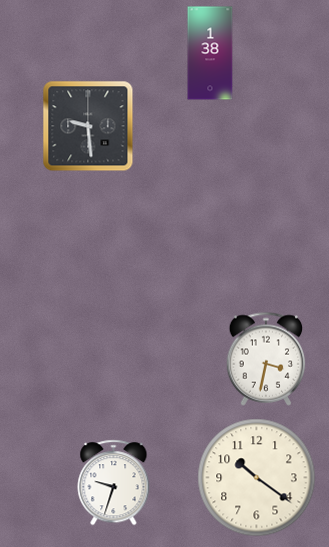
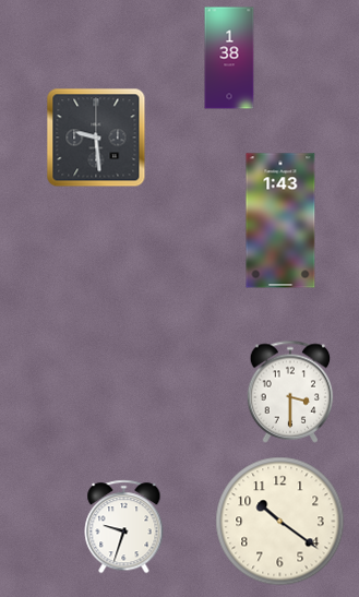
clock at (280, 220): none -> 1:43
clock at (266, 359): 3:32 -> 3:30
